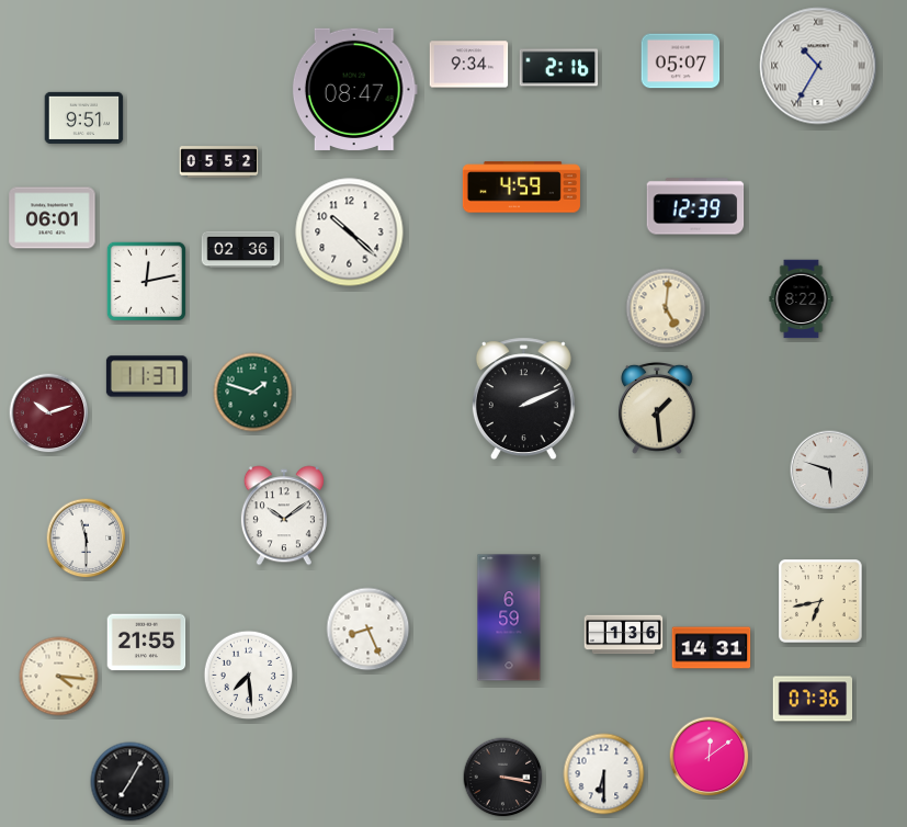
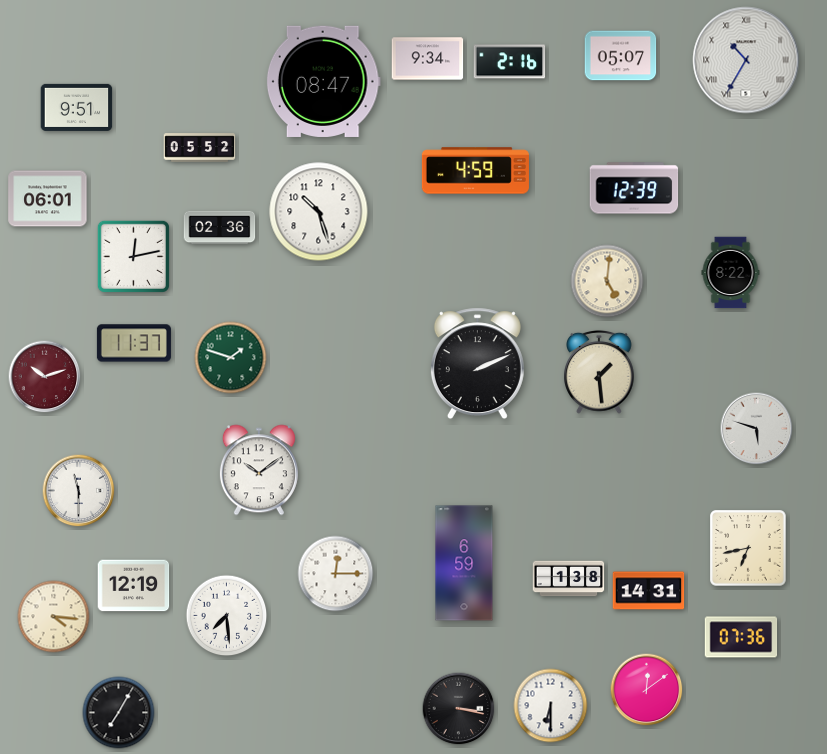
clock at (350, 233): 10:22 -> 10:27
clock at (369, 630): 8:26 -> 12:15
clock at (624, 635): 1:36 -> 1:38
clock at (147, 643): 21:55 -> 12:19
